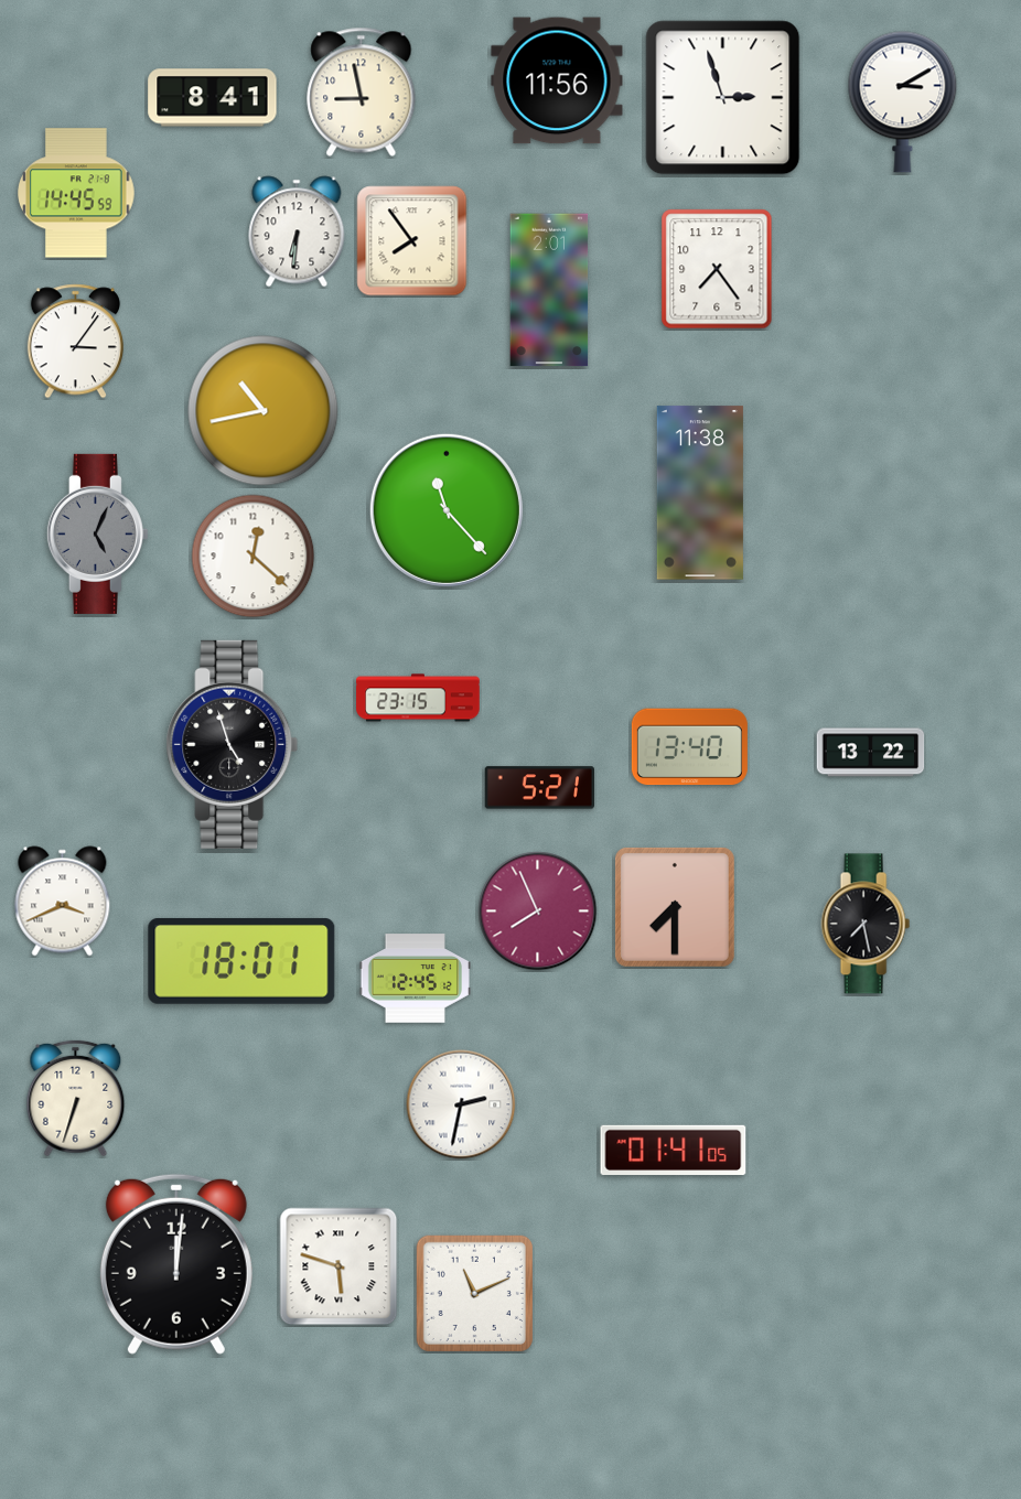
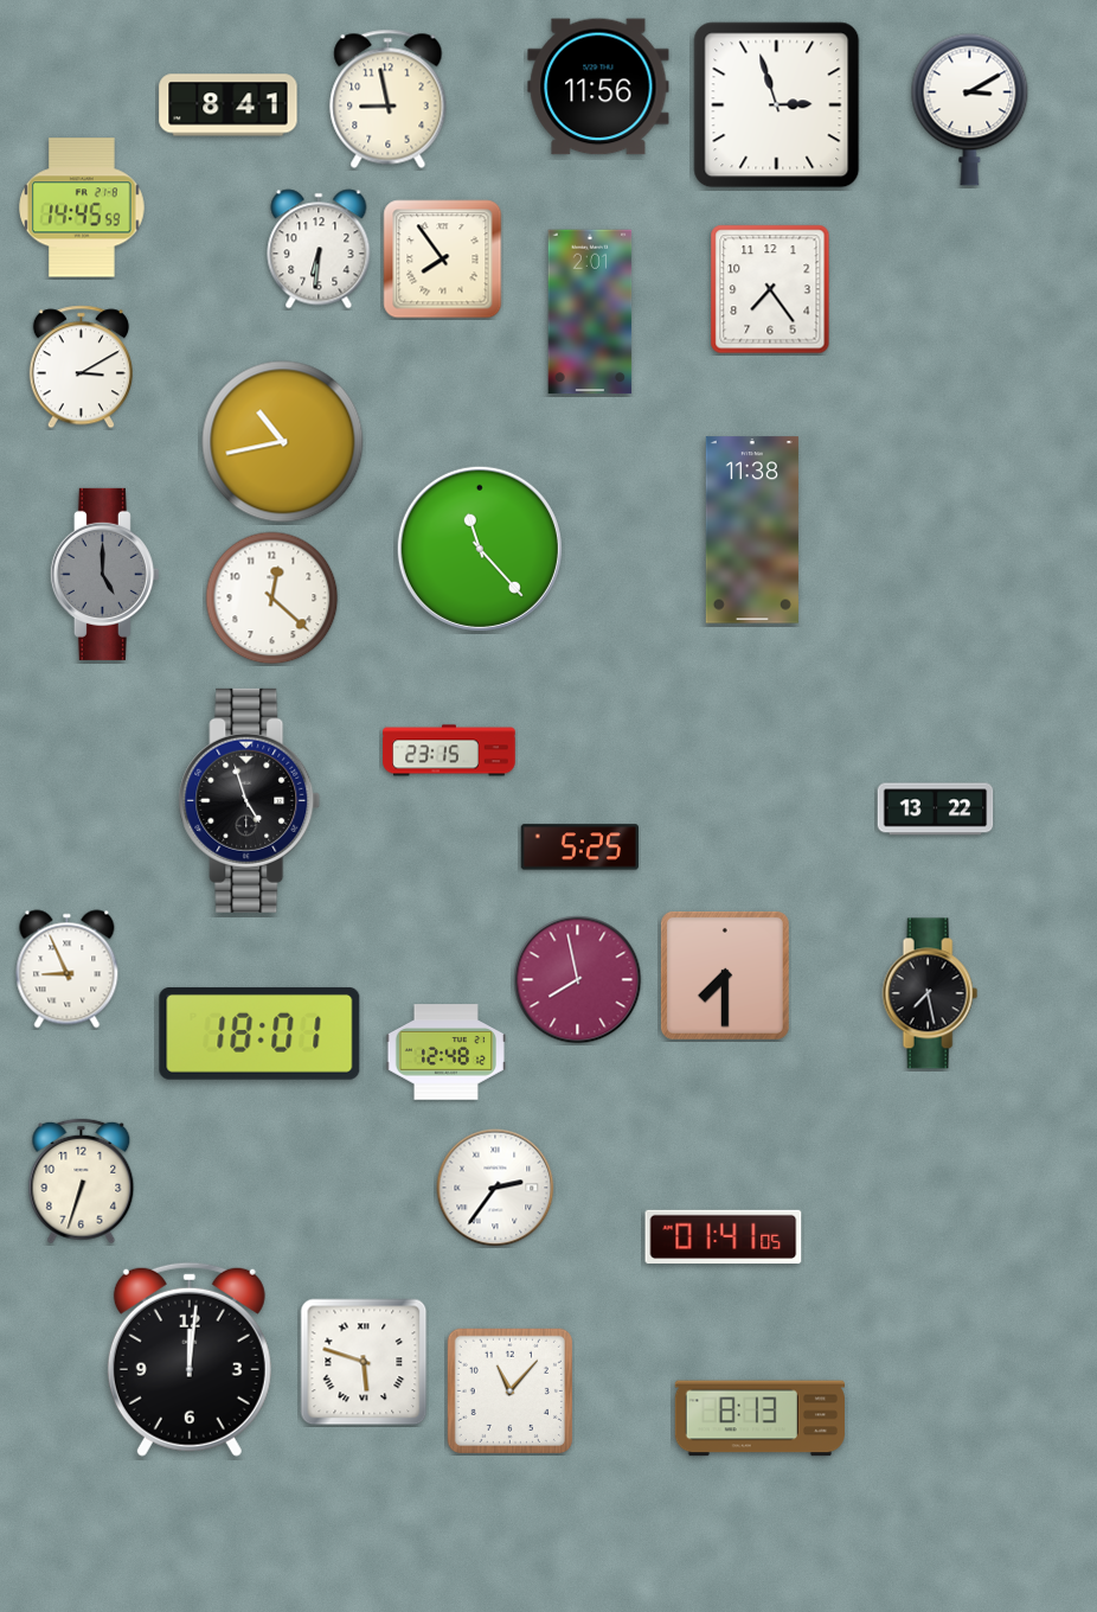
clock at (75, 342): 3:06 -> 3:10
clock at (97, 533): 5:04 -> 5:00
clock at (689, 747): 13:40 -> none
clock at (539, 788): 5:21 -> 5:25
clock at (63, 902): 3:41 -> 8:56
clock at (538, 912): 7:56 -> 7:58
clock at (415, 979): 12:45 -> 12:48
clock at (461, 1104): 2:32 -> 2:36
clock at (474, 1293): 11:11 -> 11:07
clock at (759, 1419): none -> 8:13
